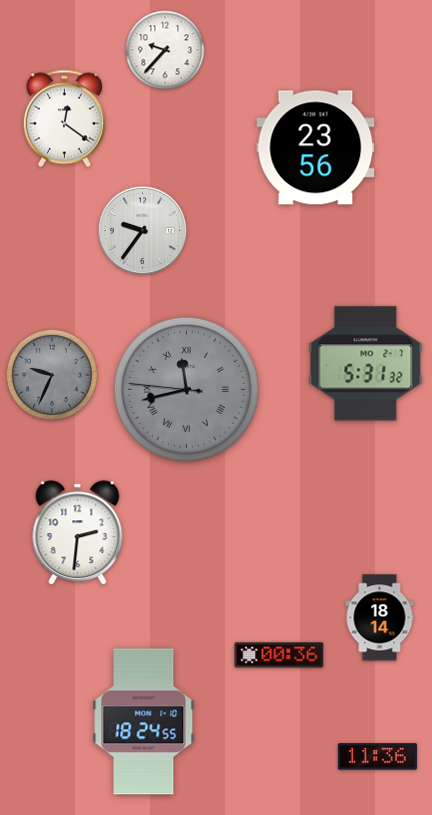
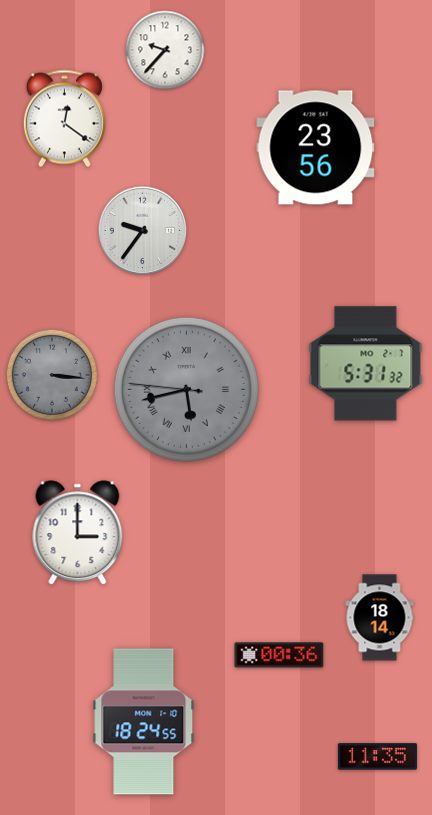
clock at (52, 375): 9:34 -> 3:16
clock at (186, 389): 11:42 -> 5:42
clock at (78, 533): 2:31 -> 3:00
clock at (377, 757): 11:36 -> 11:35
